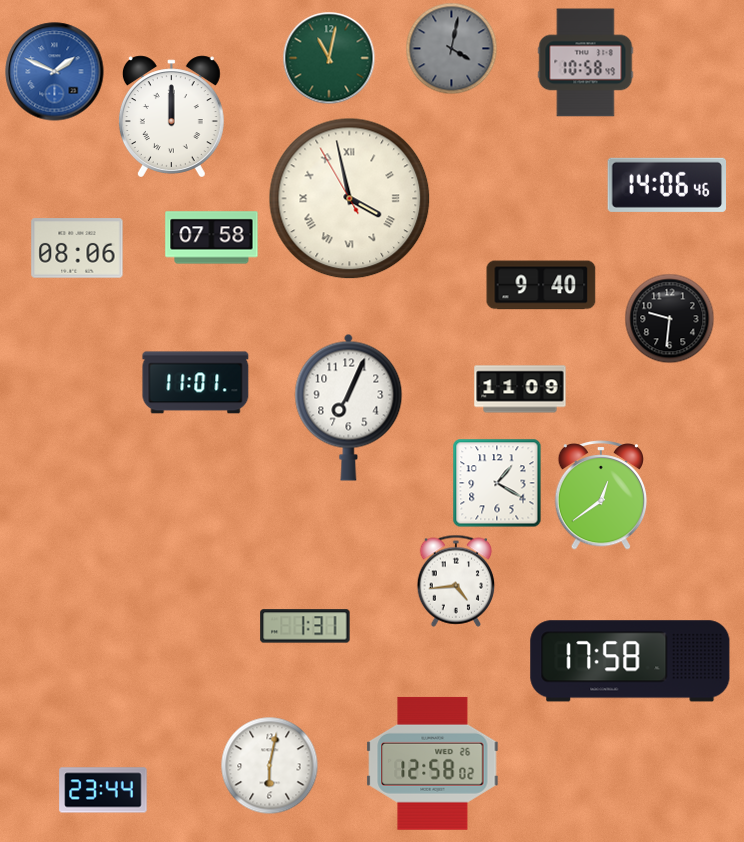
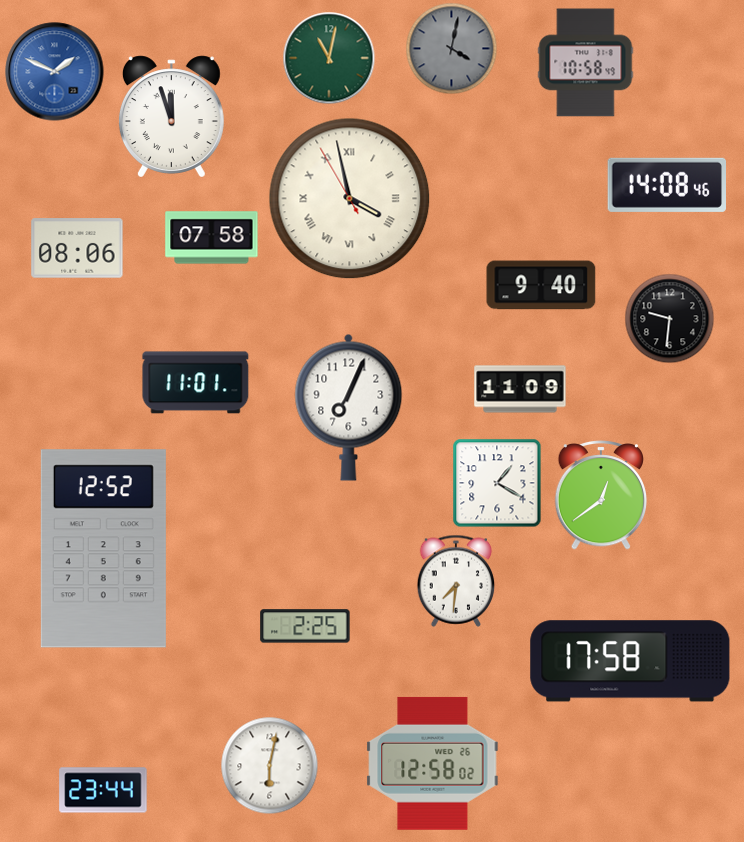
clock at (171, 117): 12:00 -> 11:57
clock at (666, 185): 14:06 -> 14:08
clock at (103, 549): none -> 12:52
clock at (456, 581): 4:44 -> 7:31
clock at (305, 626): 1:31 -> 2:25
